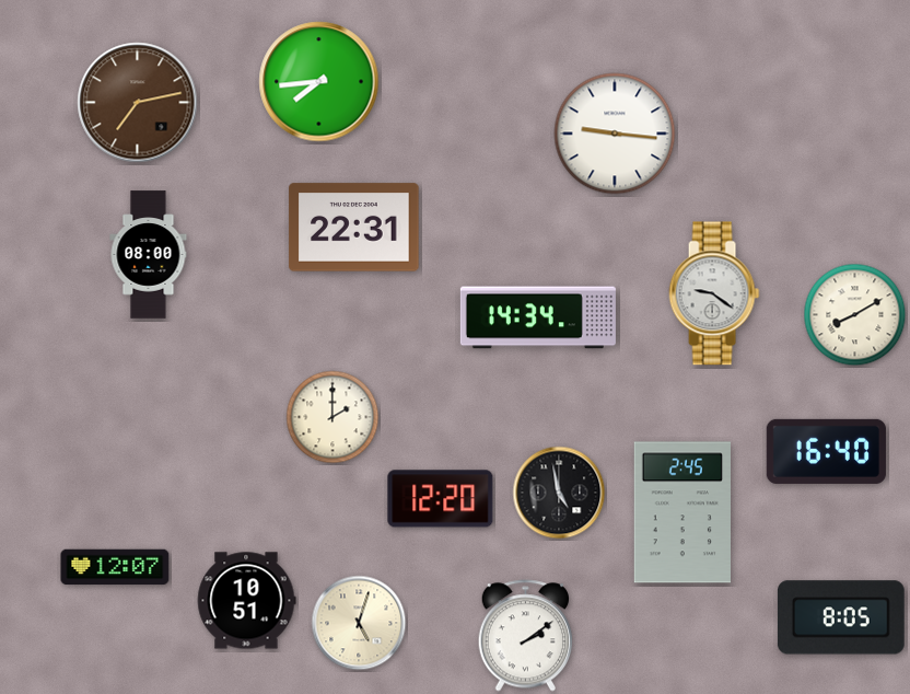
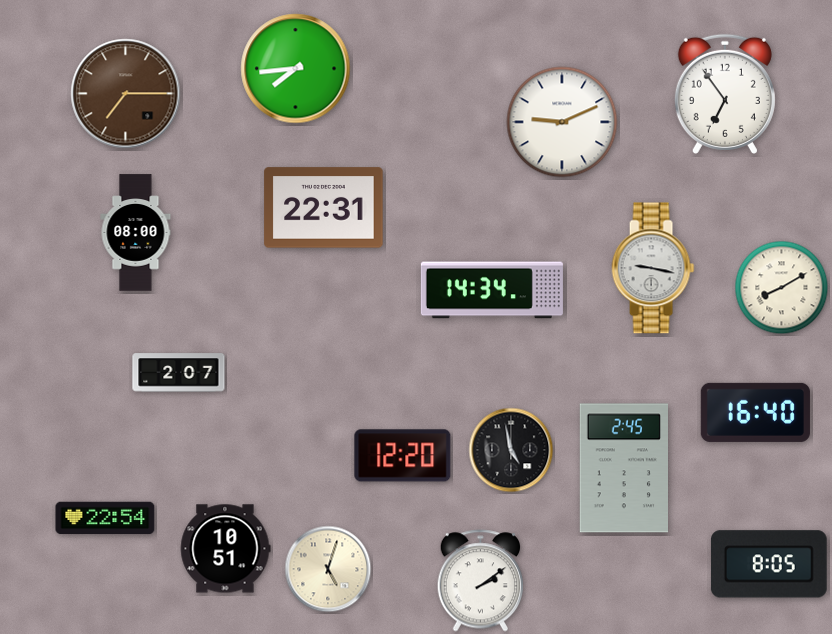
clock at (319, 82) position: (319, 82) -> (296, 69)
clock at (138, 103): 7:13 -> 7:15
clock at (725, 94): none -> 6:54
clock at (615, 134): 9:16 -> 9:11
clock at (714, 293): 9:21 -> 9:17
clock at (179, 373): none -> 2:07
clock at (332, 417): 2:00 -> none
clock at (115, 567): 12:07 -> 22:54
